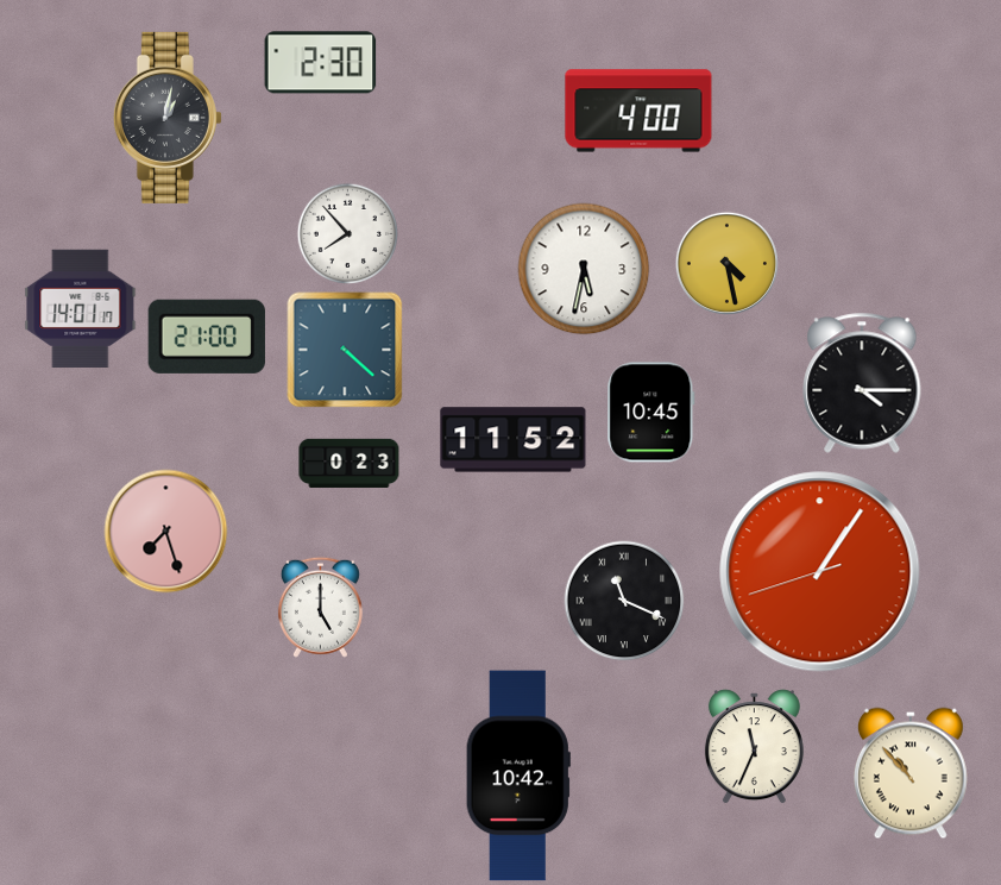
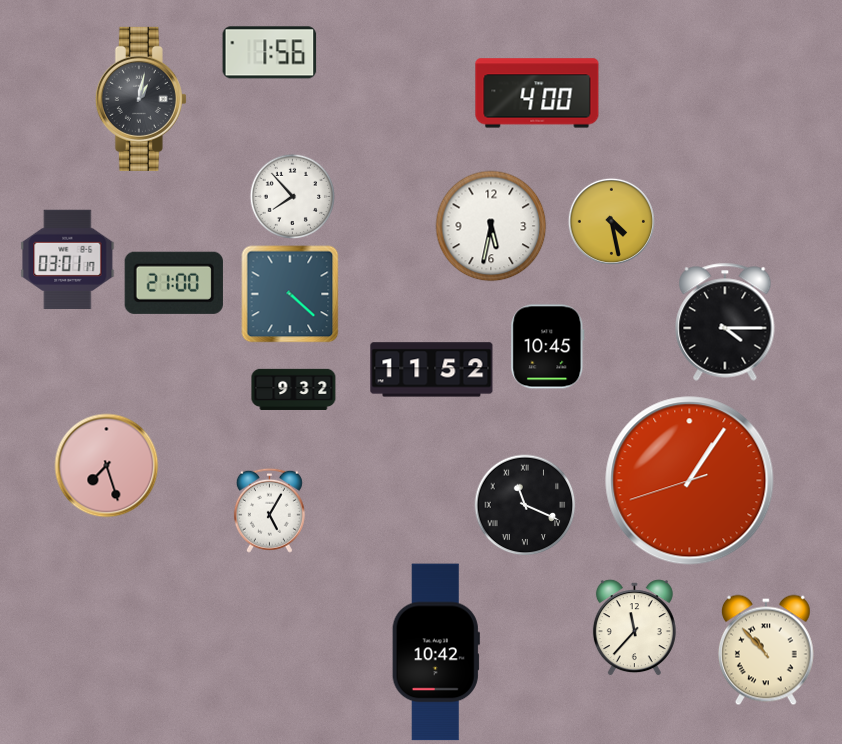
clock at (321, 63): 2:30 -> 1:56
clock at (81, 308): 14:01 -> 03:01
clock at (350, 463): 0:23 -> 9:32
clock at (166, 532) position: (166, 532) -> (107, 466)
clock at (320, 607): 5:00 -> 5:05
clock at (754, 747): 11:34 -> 11:37
